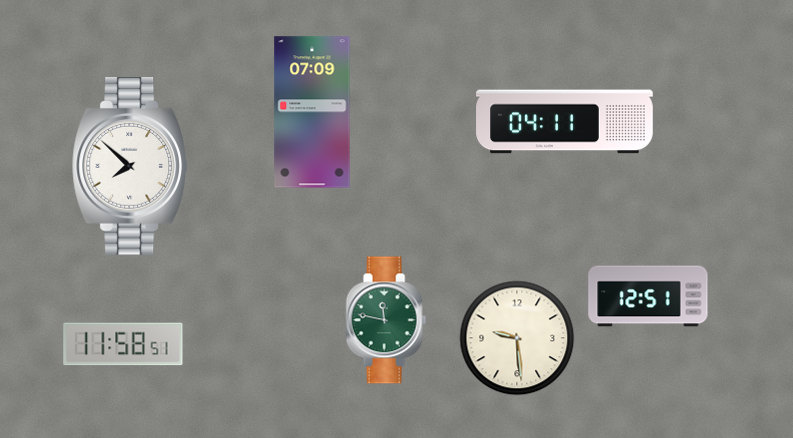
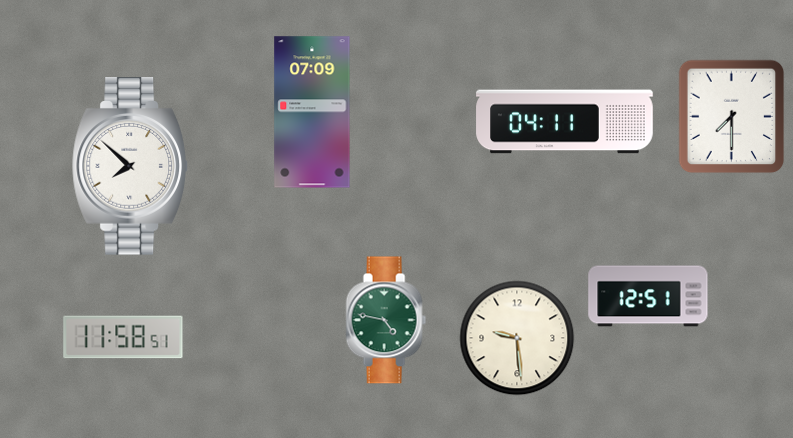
clock at (732, 117): none -> 7:30
clock at (386, 320): 11:47 -> 4:47
clock at (123, 344) position: (123, 344) -> (123, 337)
